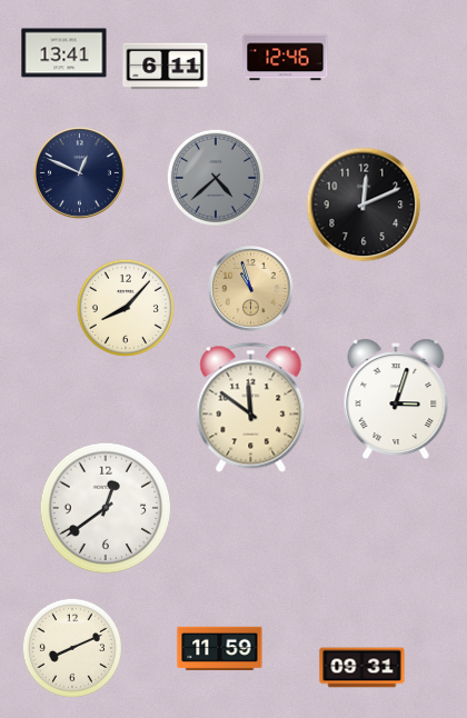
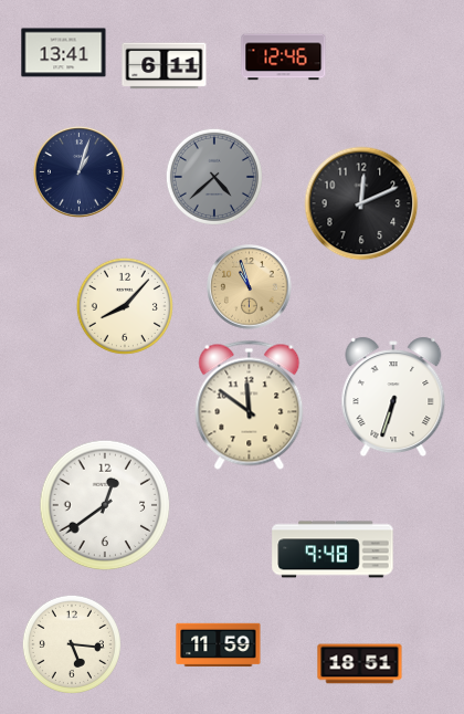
clock at (80, 173): 12:49 -> 1:03
clock at (396, 399): 3:03 -> 6:33
clock at (333, 549): none -> 9:48
clock at (72, 648): 8:11 -> 5:16
clock at (362, 668): 09:31 -> 18:51
